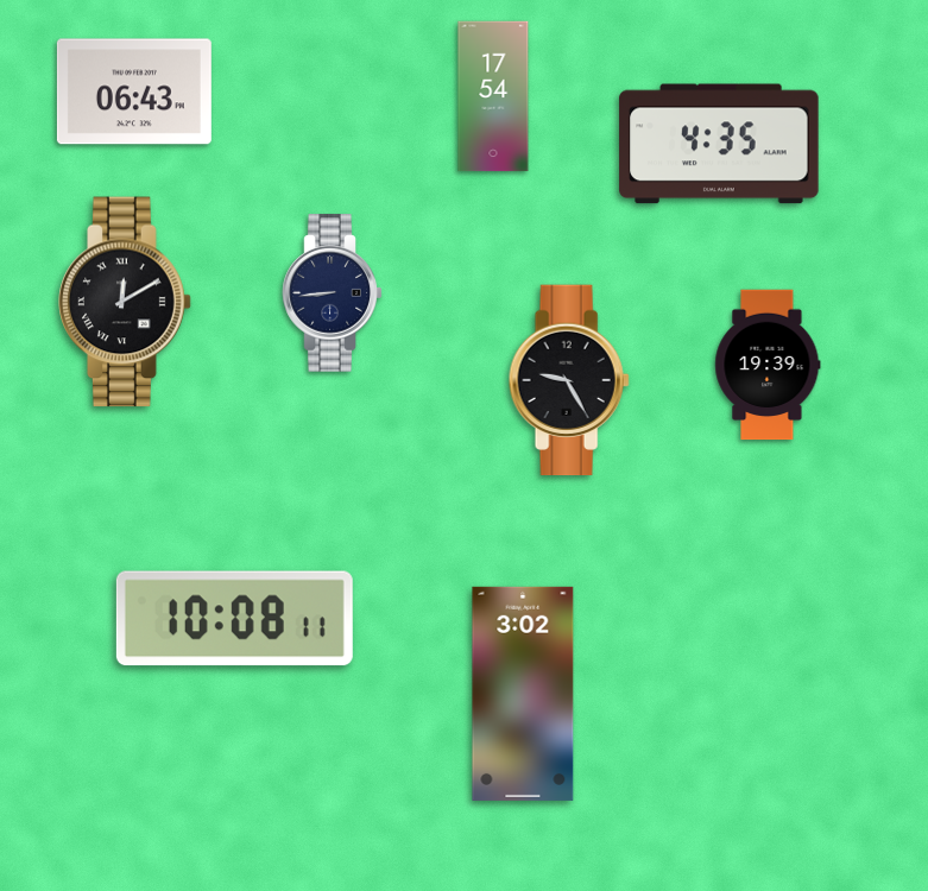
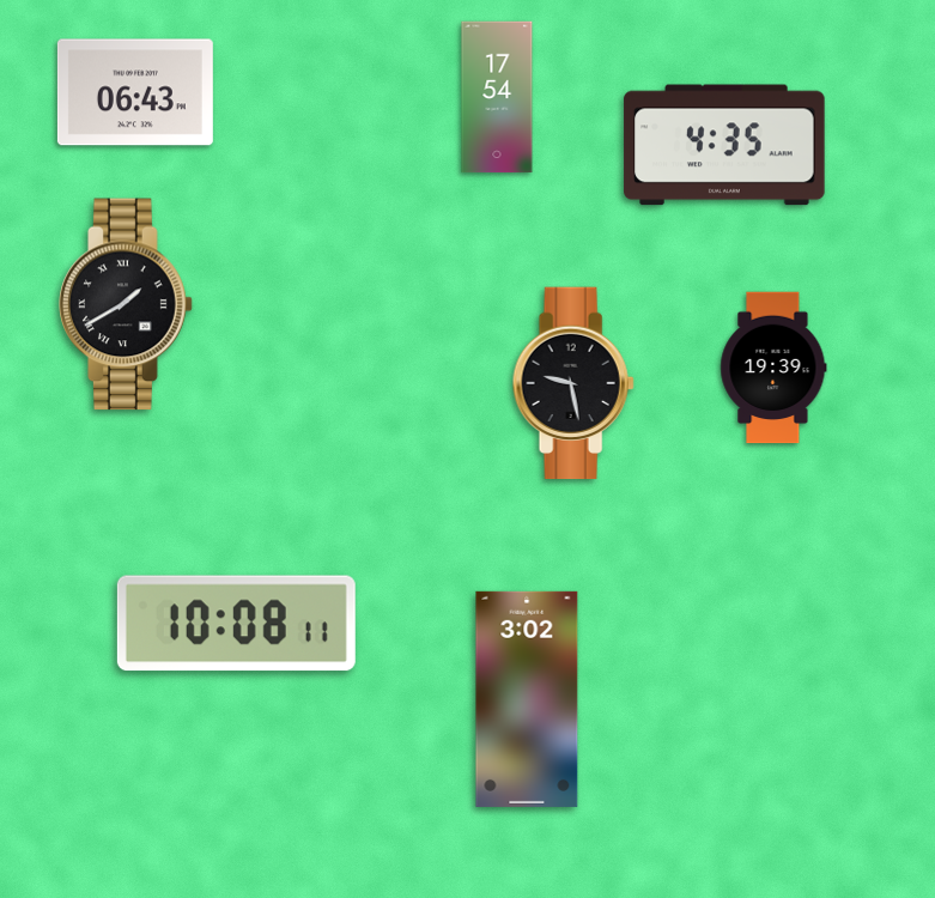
clock at (333, 293): 8:44 -> none
clock at (125, 302): 12:10 -> 1:40
clock at (569, 380): 9:25 -> 9:28
